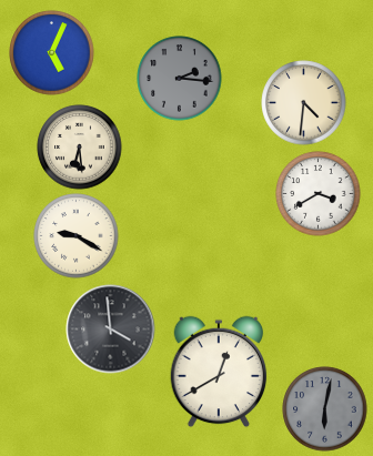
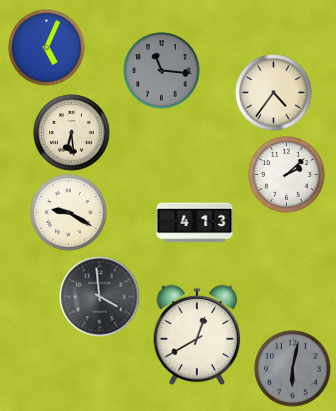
clock at (180, 79): 2:16 -> 11:16
clock at (304, 103): 4:31 -> 4:36
clock at (319, 194): 3:40 -> 2:08
clock at (195, 223): none -> 4:13
